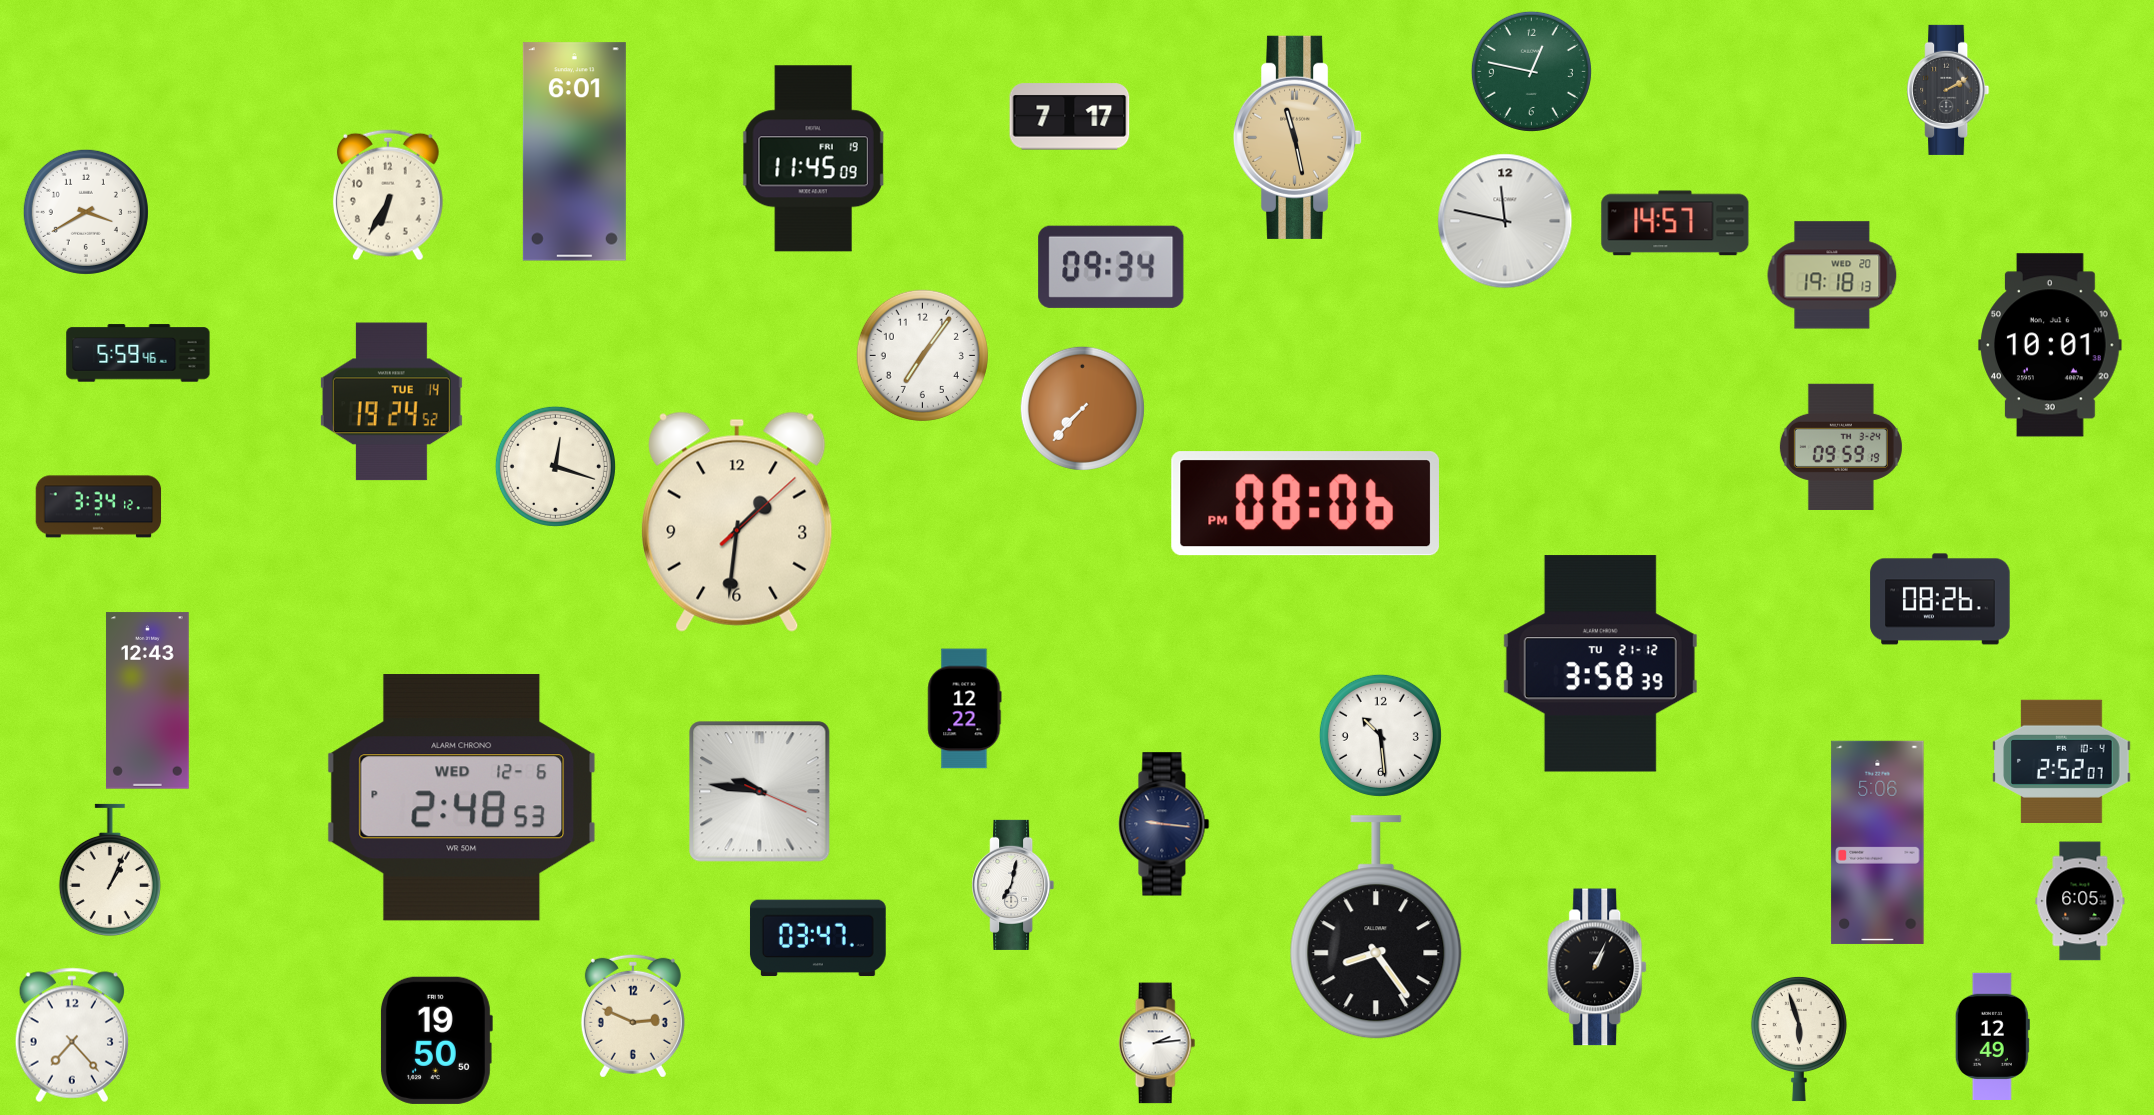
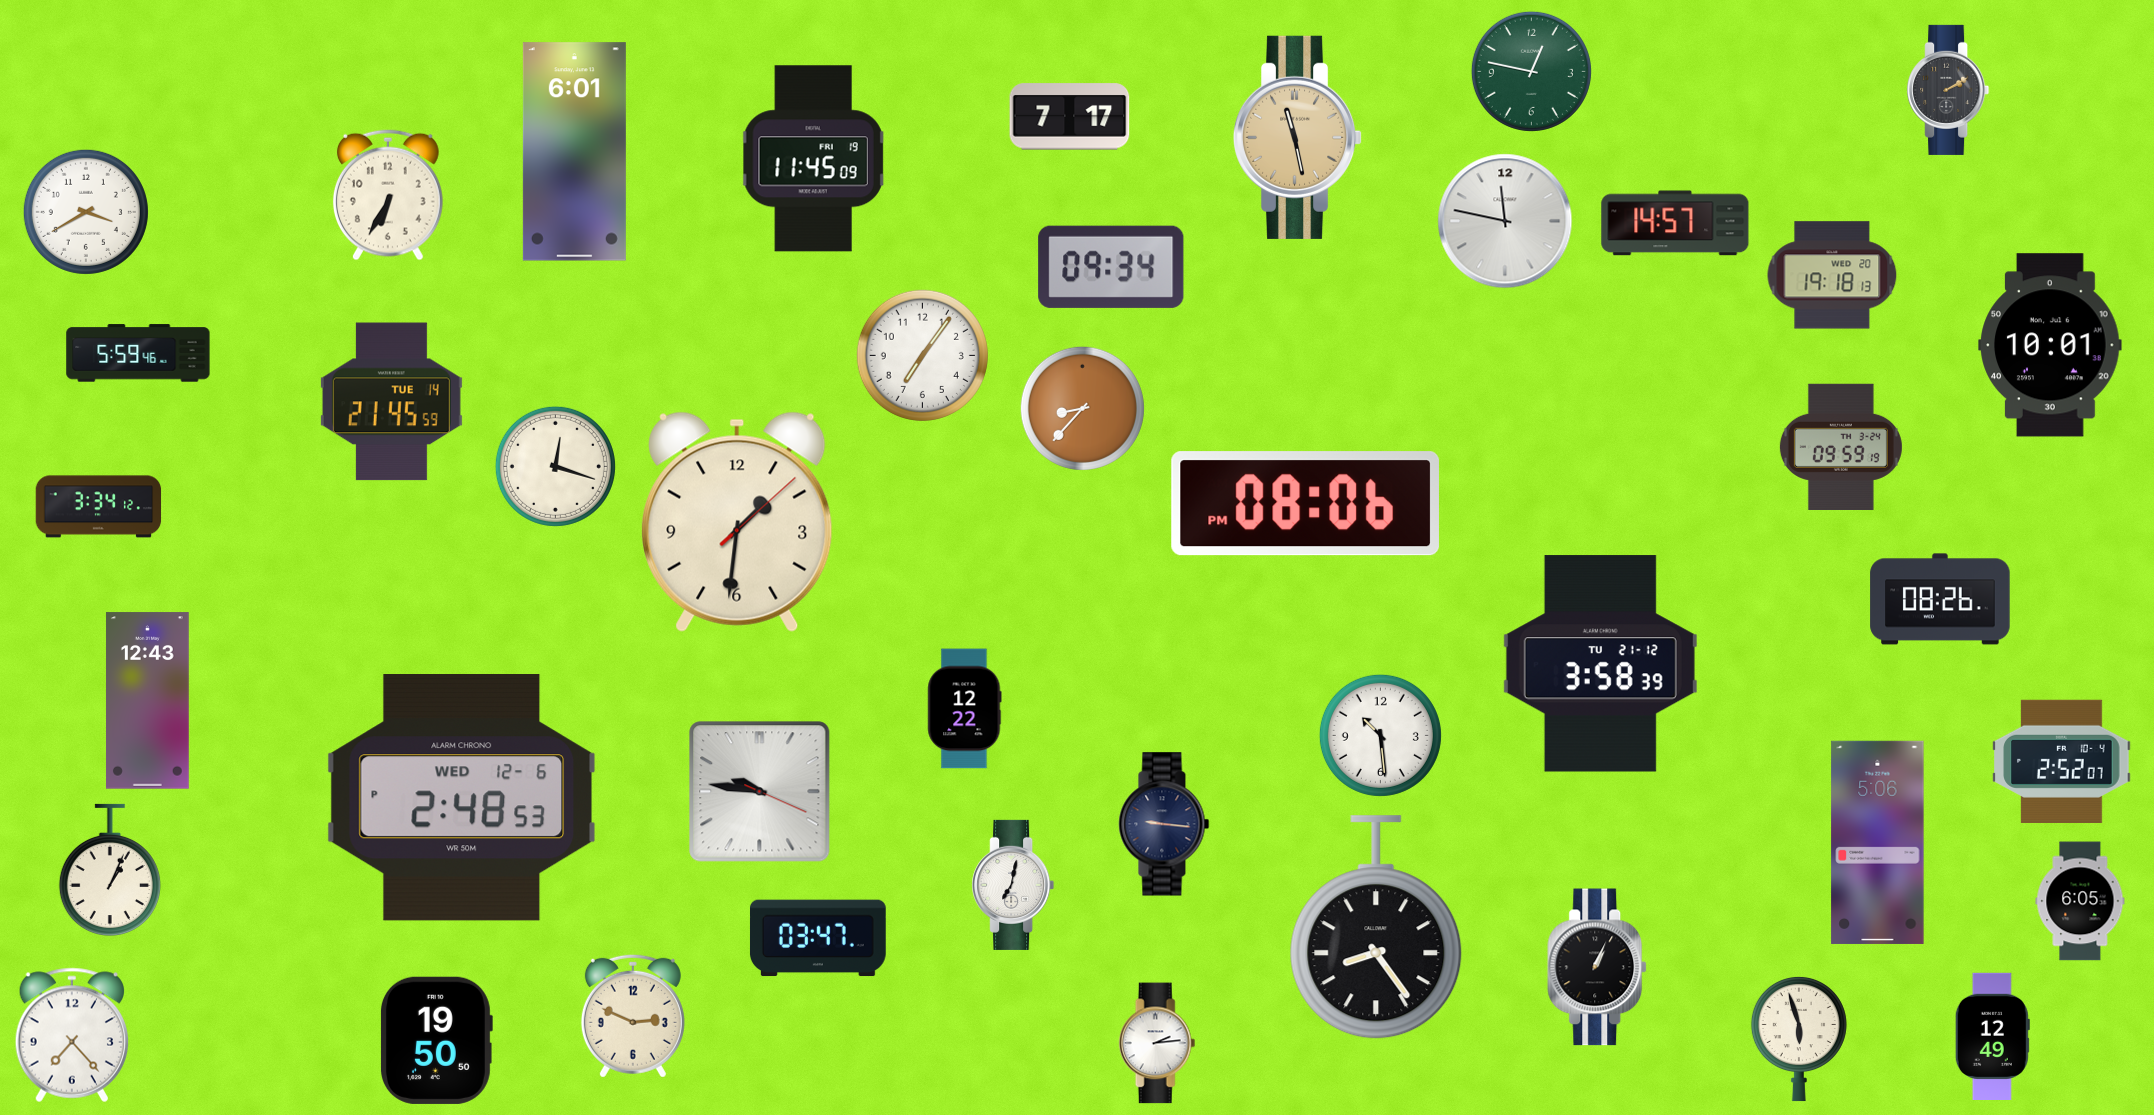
clock at (391, 402): 19:24 -> 21:45
clock at (1082, 408): 7:37 -> 8:37
